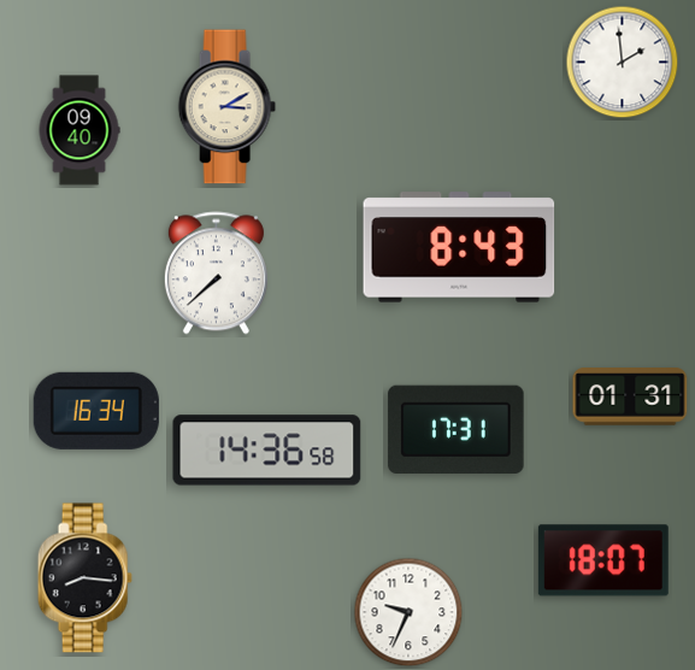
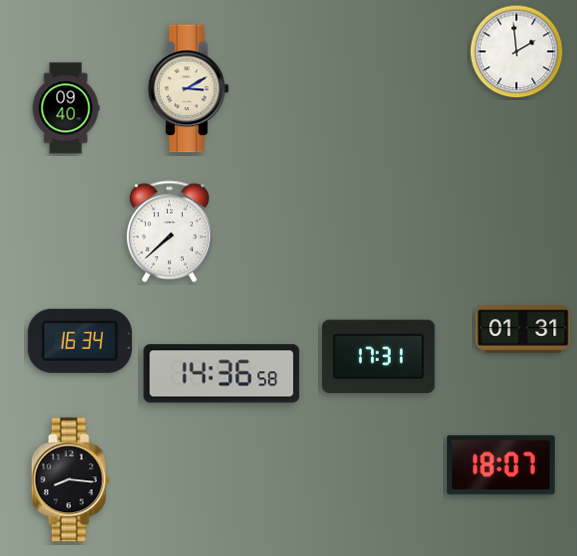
clock at (459, 247): 8:43 -> none
clock at (216, 274) position: (216, 274) -> (169, 232)
clock at (408, 612): 9:34 -> none
